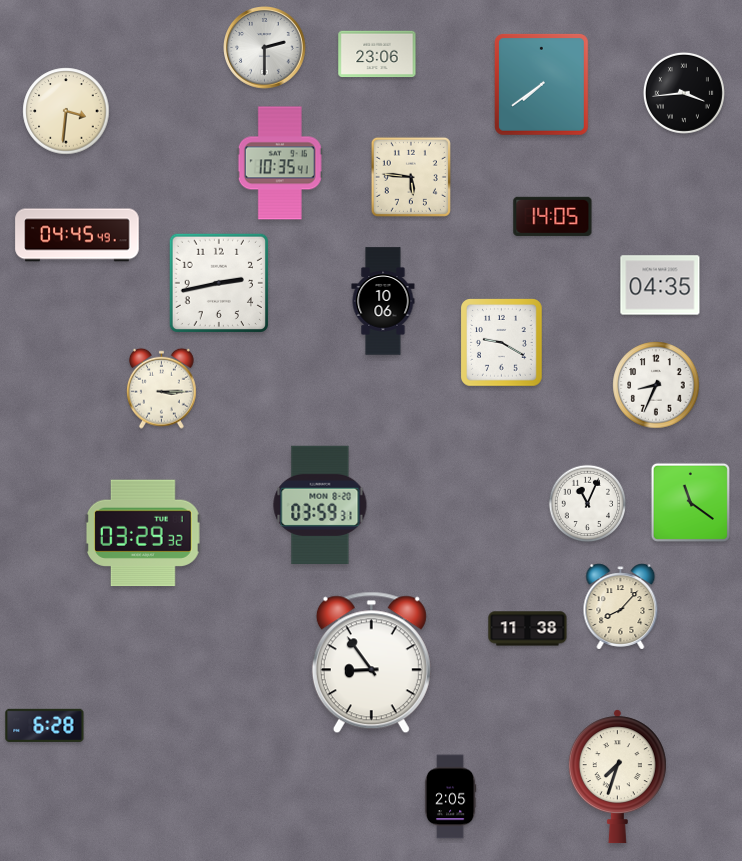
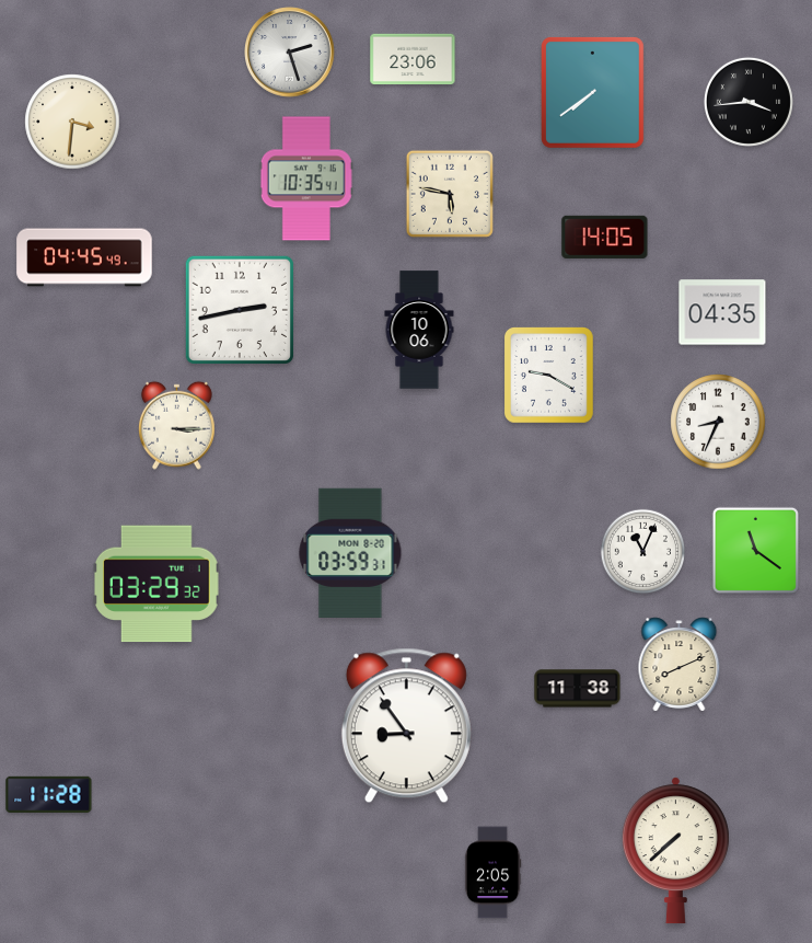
clock at (265, 48): 2:30 -> 2:27
clock at (411, 177): 5:46 -> 5:47
clock at (621, 607): 8:07 -> 8:11
clock at (45, 725): 6:28 -> 11:28
clock at (617, 777): 7:33 -> 7:38
